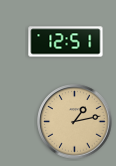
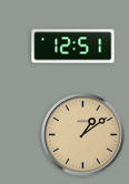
clock at (75, 122): 1:13 -> 1:09
